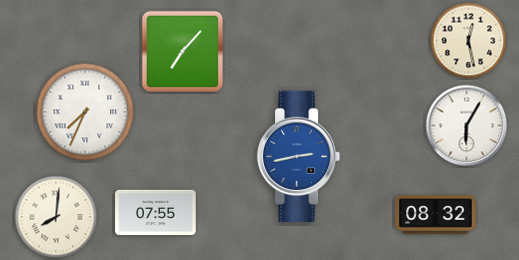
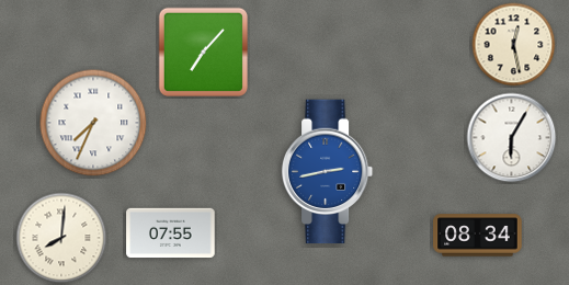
clock at (182, 51) position: (182, 51) -> (203, 52)
clock at (436, 215): 08:32 -> 08:34
